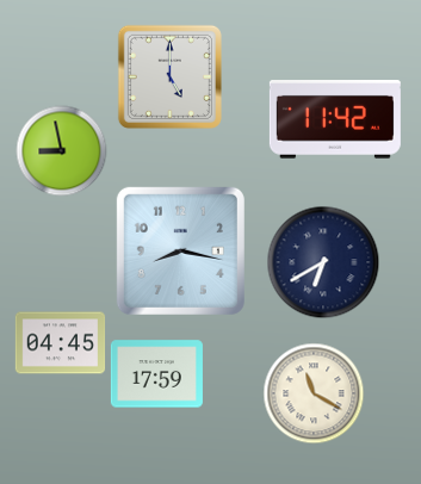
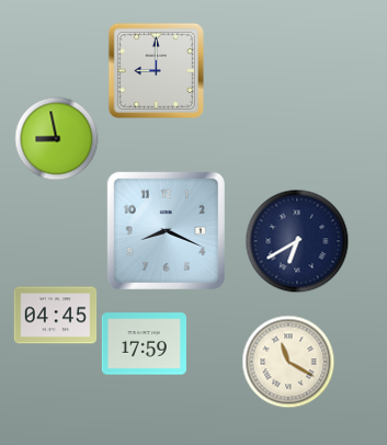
clock at (169, 76): 5:00 -> 9:00
clock at (335, 120): 11:42 -> none
clock at (180, 250): 8:17 -> 8:19
